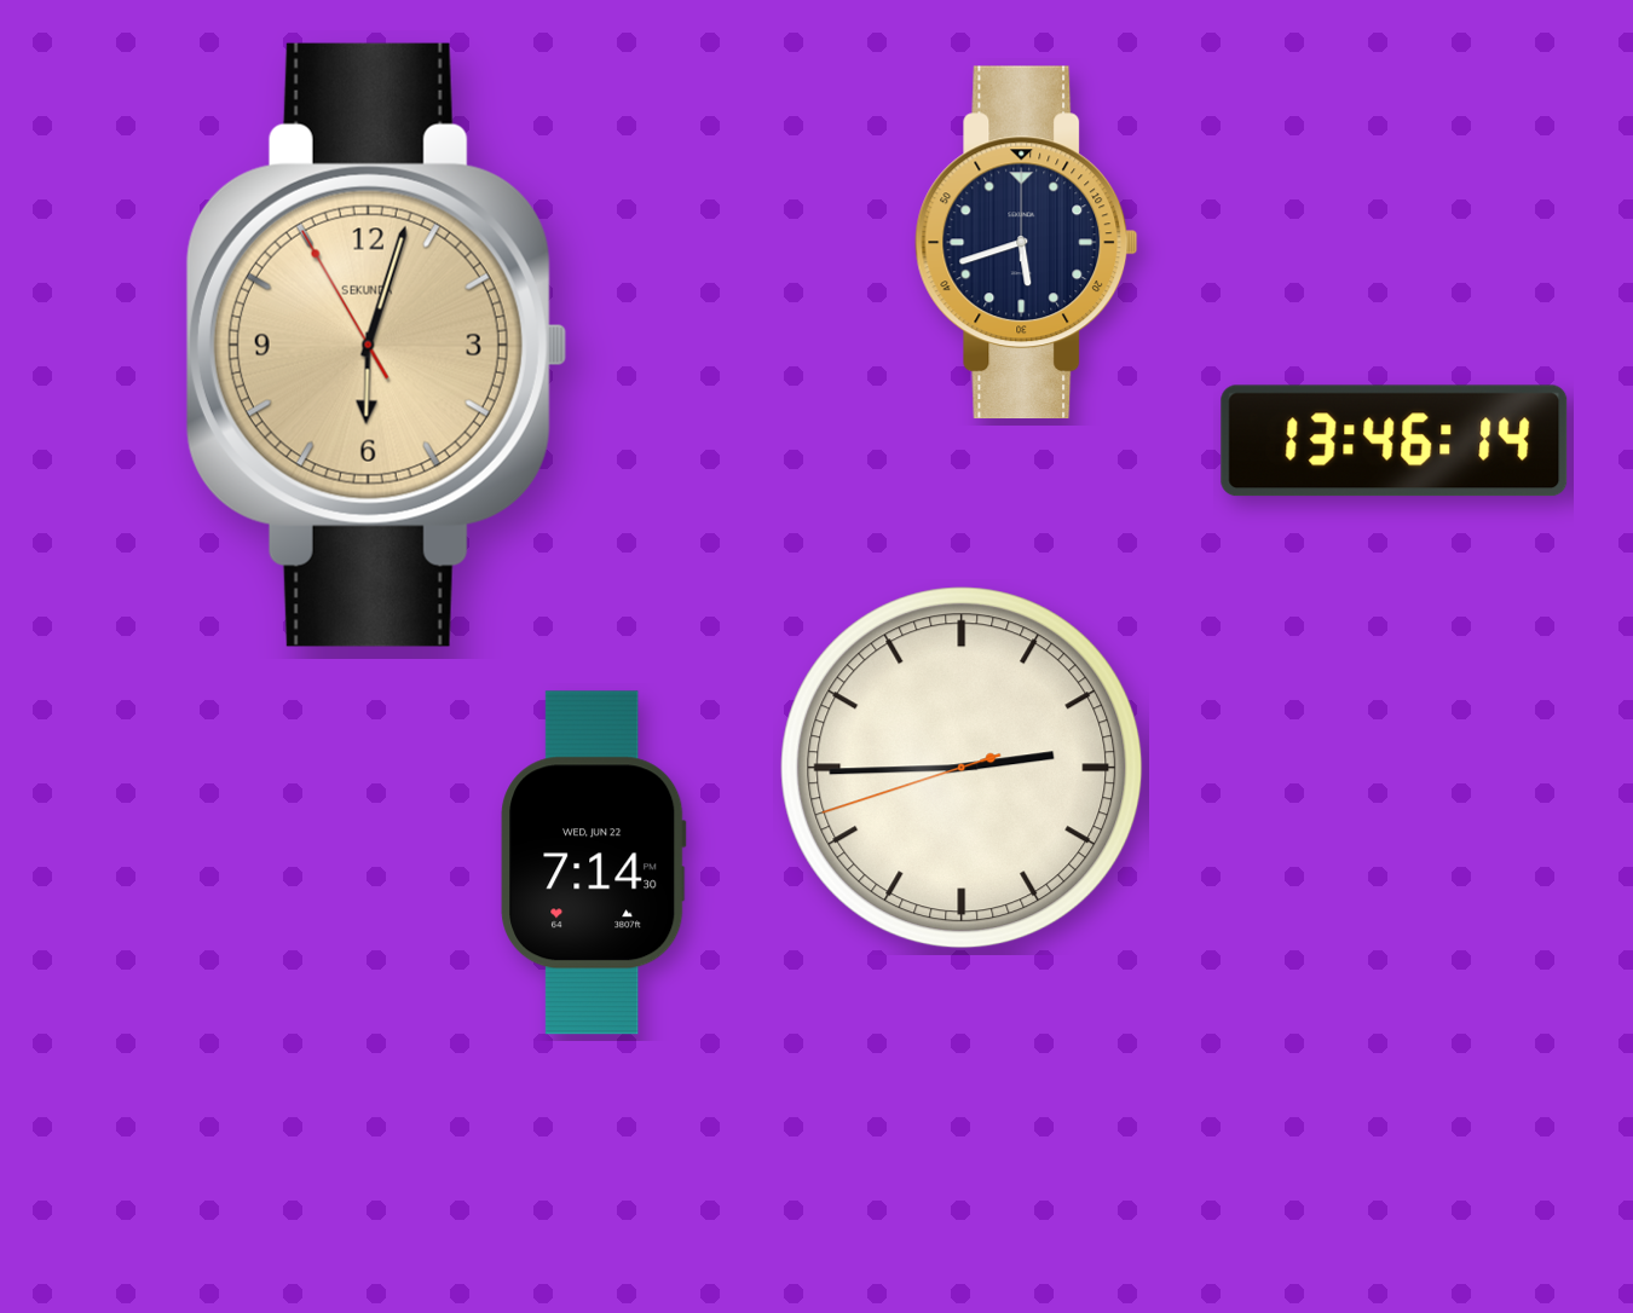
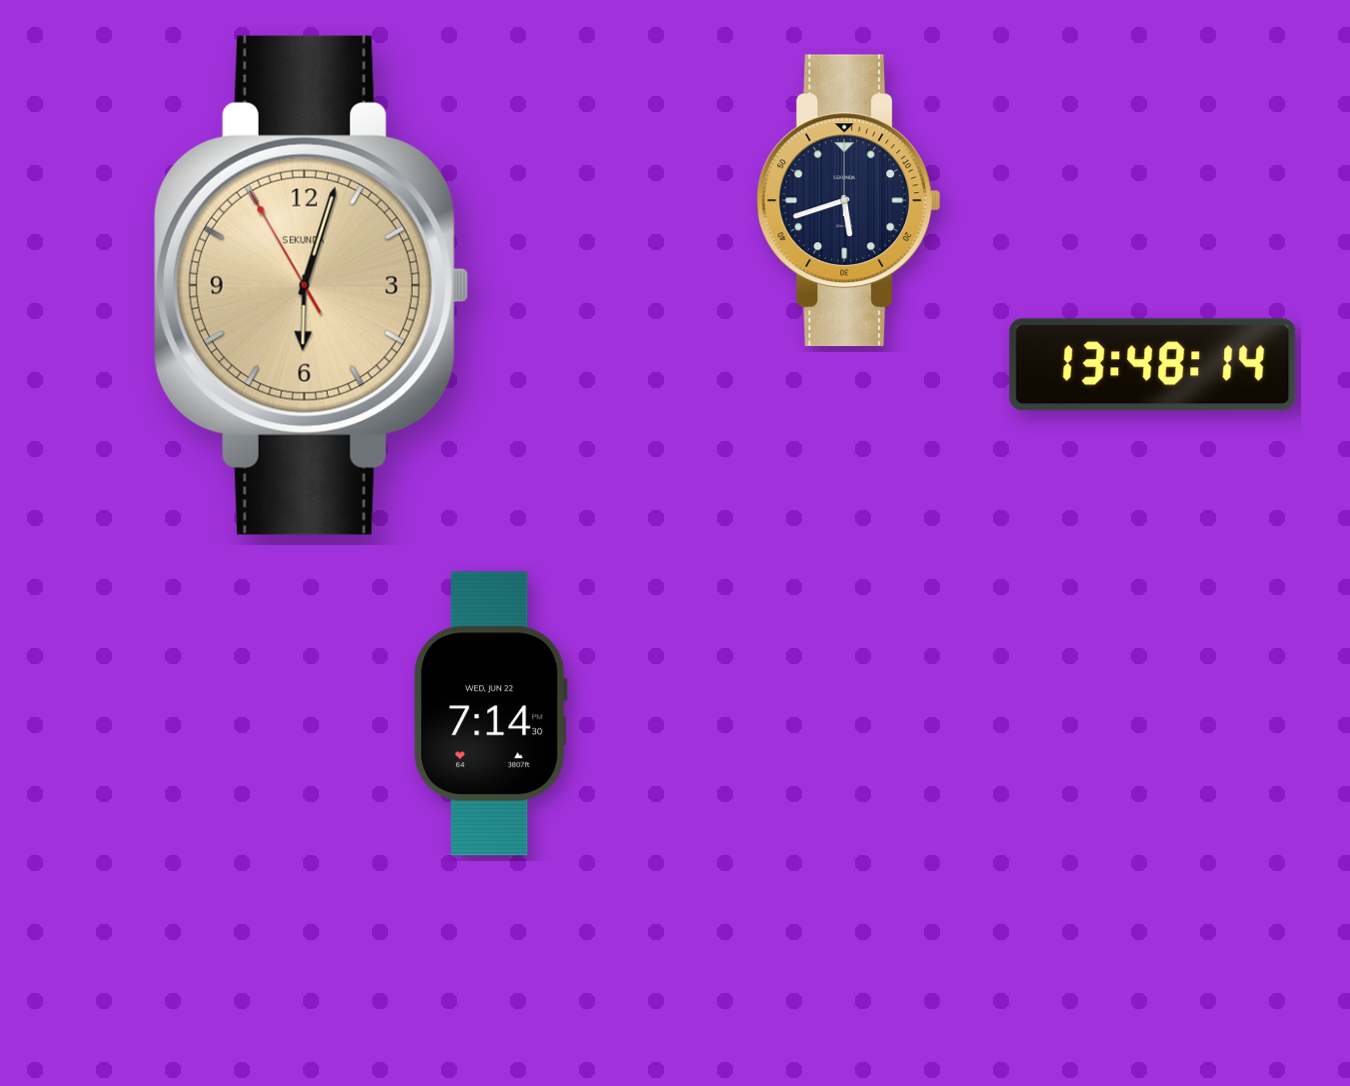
clock at (1395, 441): 13:46 -> 13:48
clock at (962, 768): 2:44 -> none
